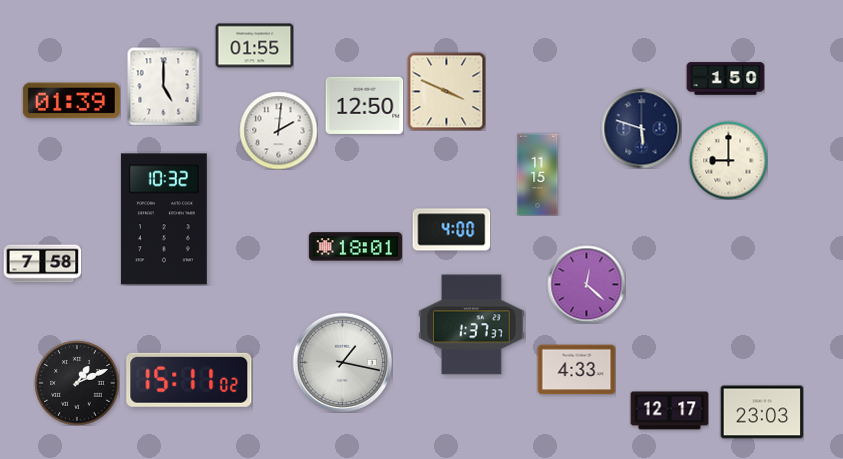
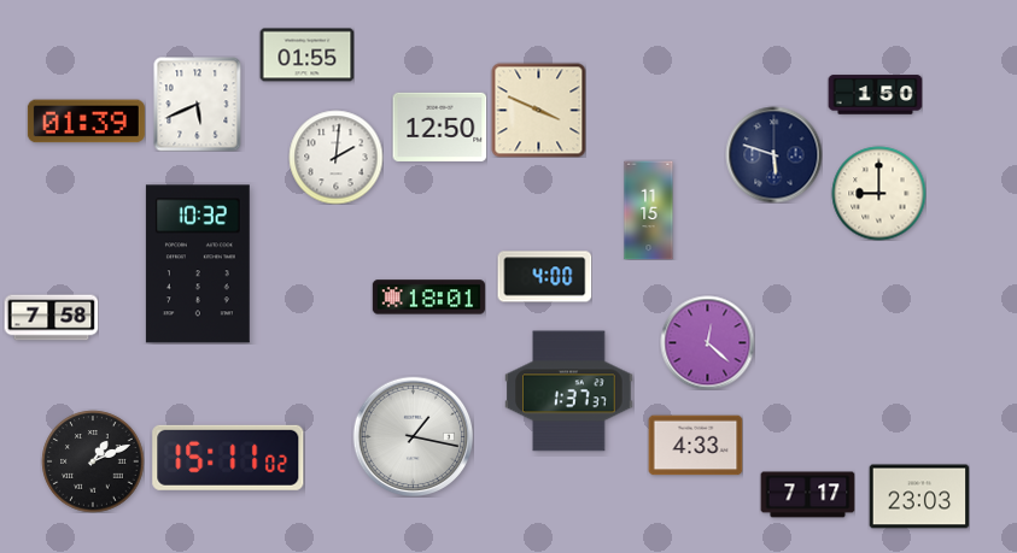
clock at (164, 86): 5:00 -> 5:41
clock at (669, 411): 12:17 -> 7:17
